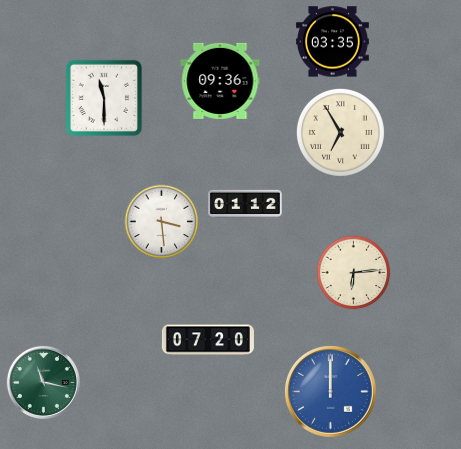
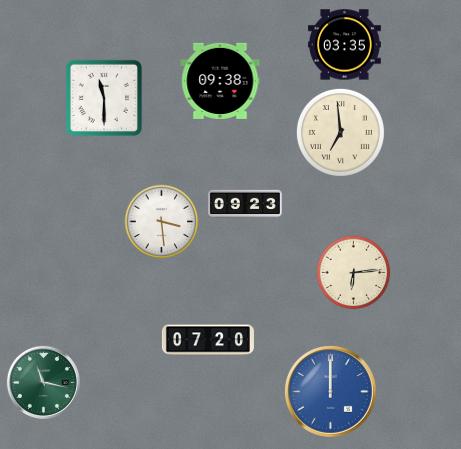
clock at (332, 42) position: (332, 42) -> (344, 45)
clock at (220, 81): 09:36 -> 09:38
clock at (340, 132): 6:55 -> 6:59
clock at (245, 204): 01:12 -> 09:23
